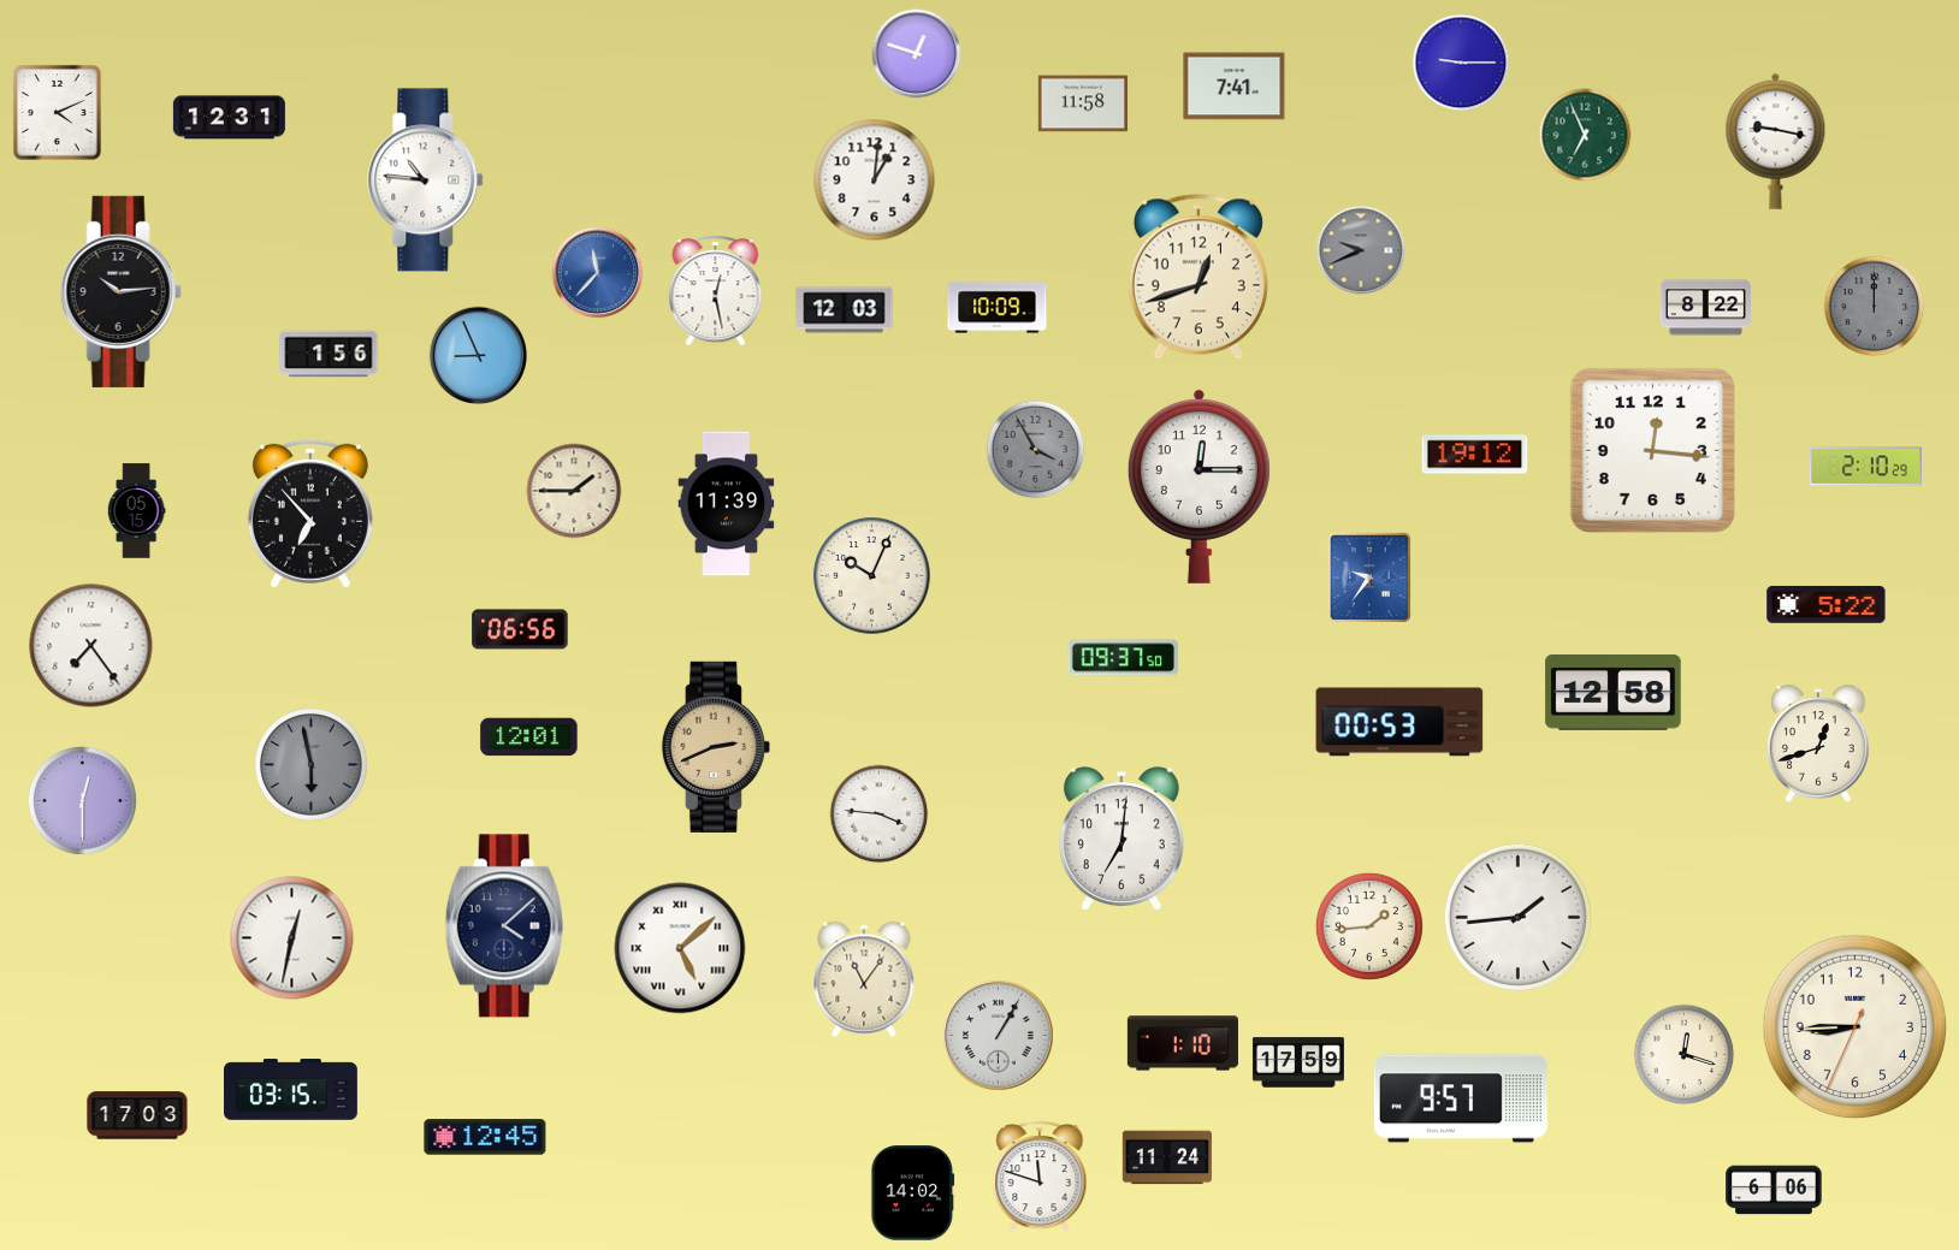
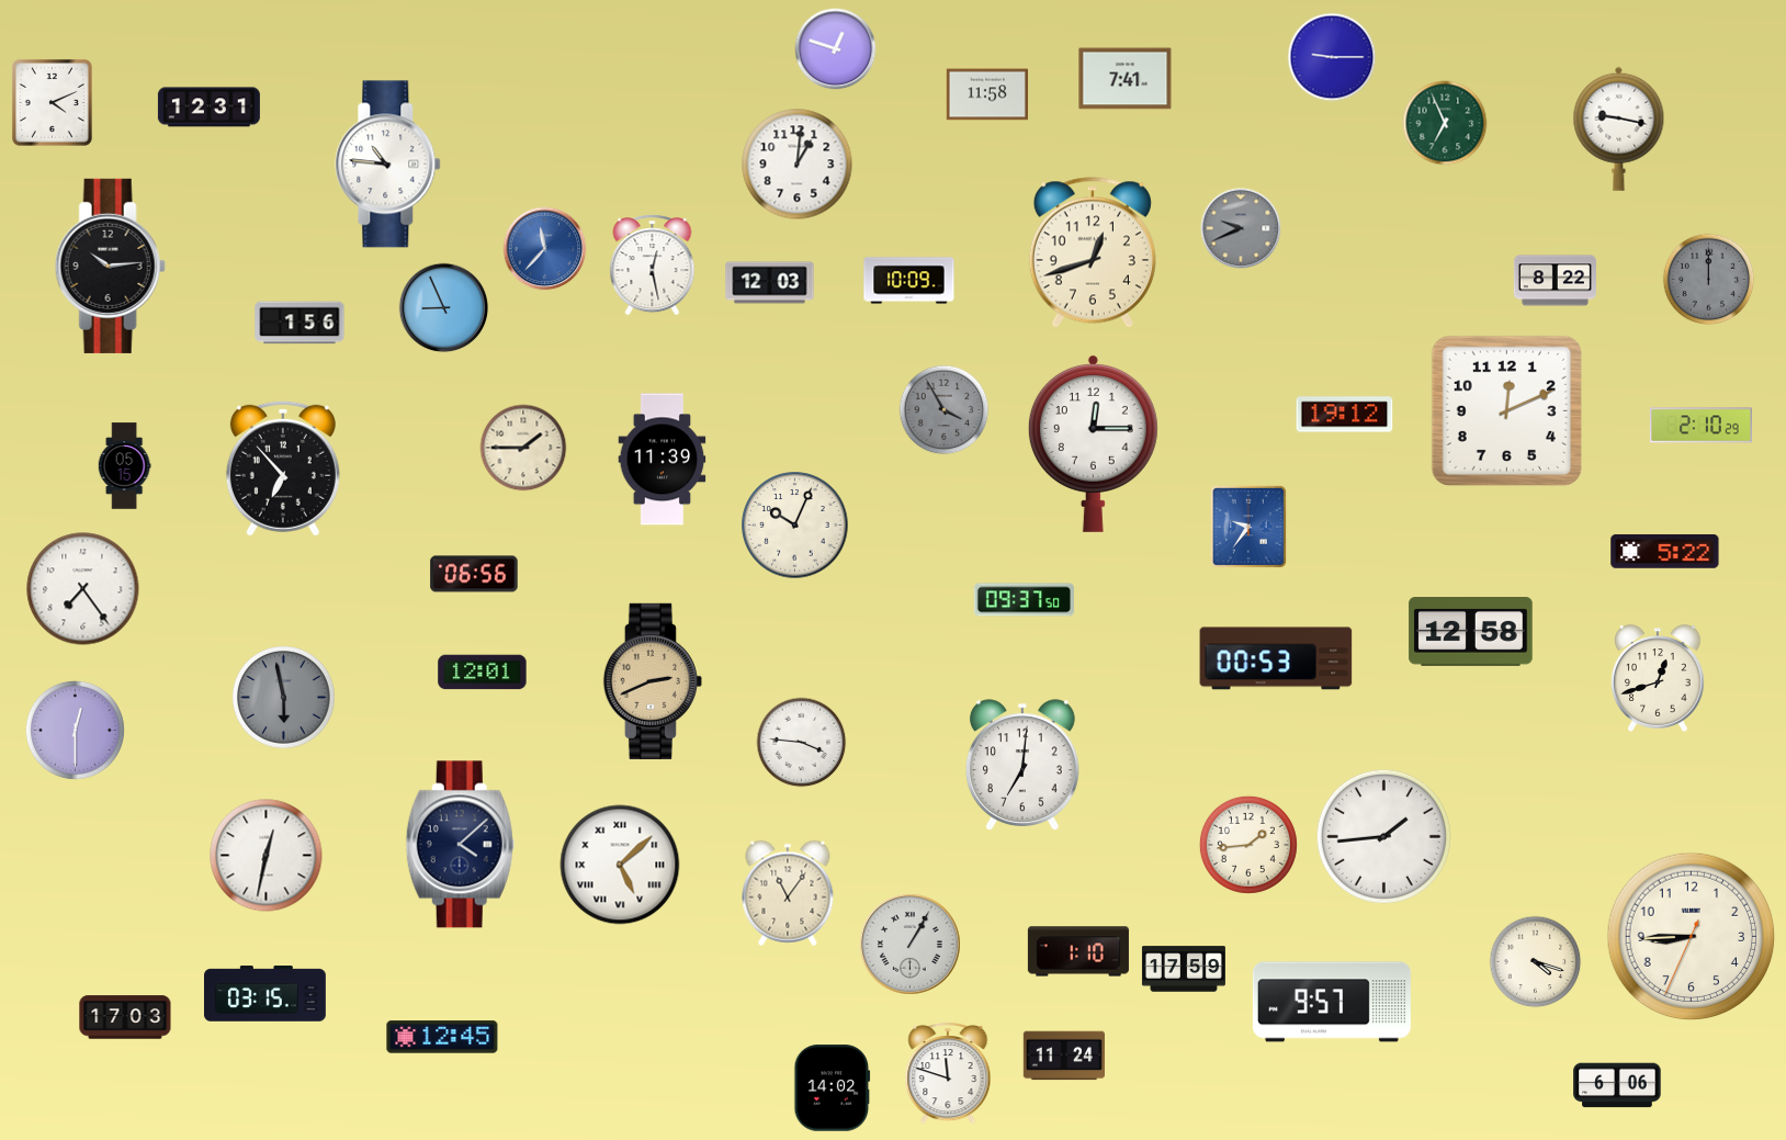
clock at (479, 356) position: (479, 356) -> (444, 308)
clock at (1652, 450): 12:16 -> 12:11
clock at (1685, 1055): 12:18 -> 4:18
